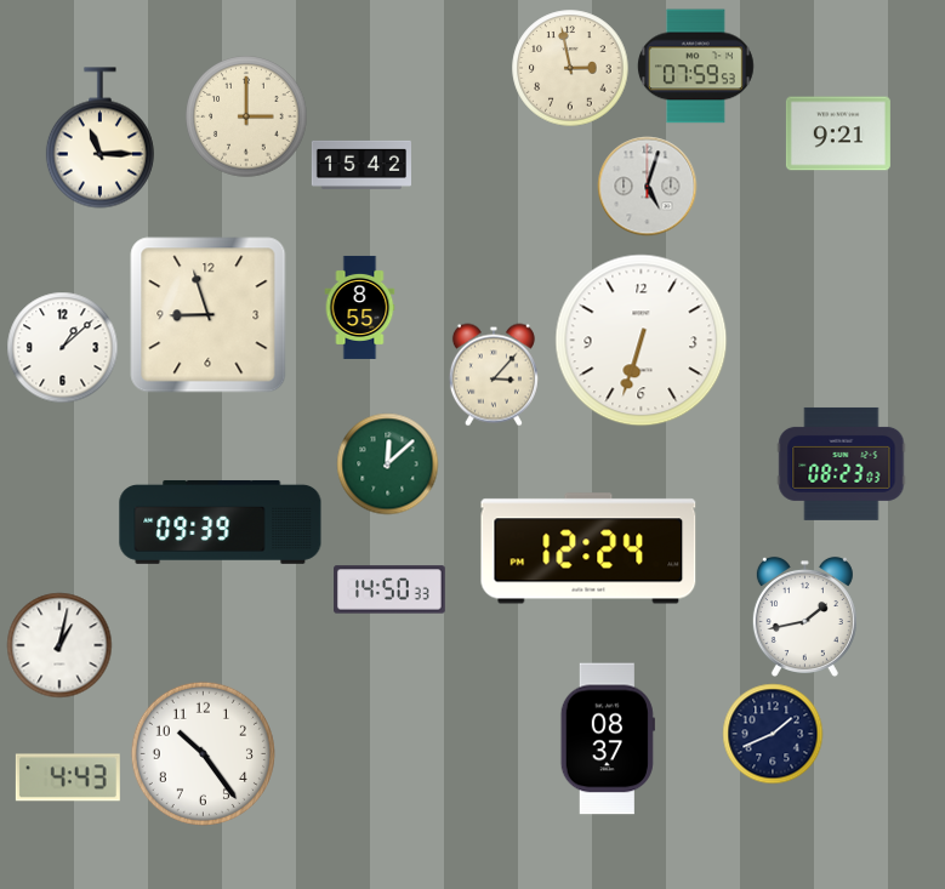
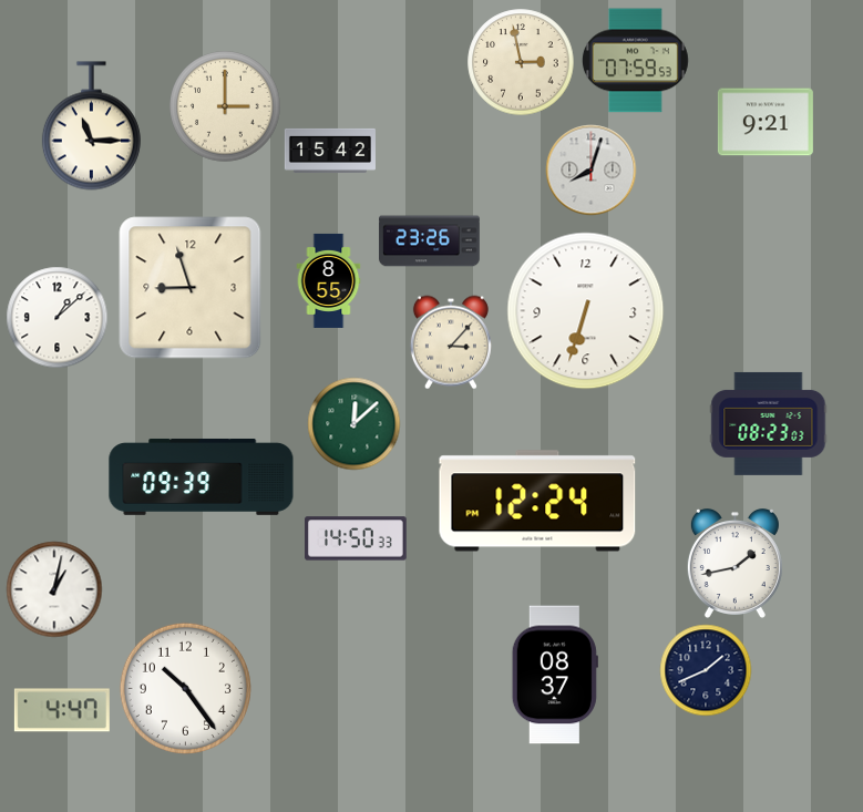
clock at (647, 186): 5:03 -> 8:03
clock at (430, 241): none -> 23:26
clock at (68, 777): 4:43 -> 4:47
